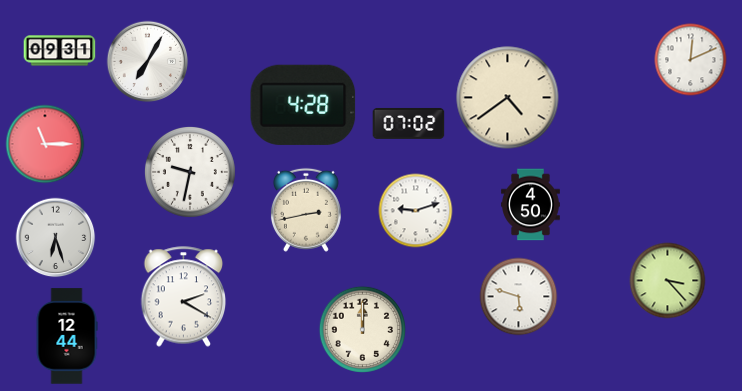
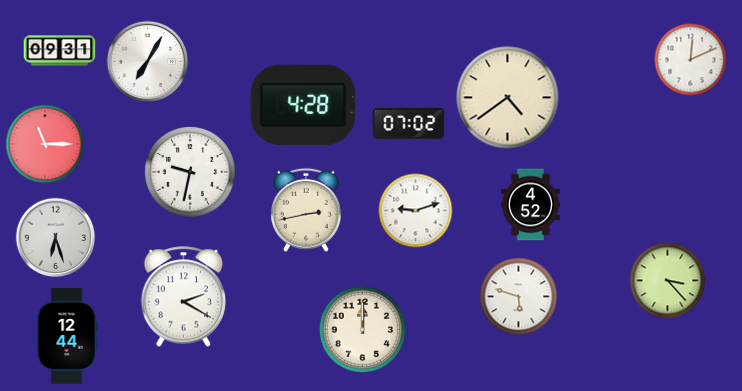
clock at (531, 205): 4:50 -> 4:52
